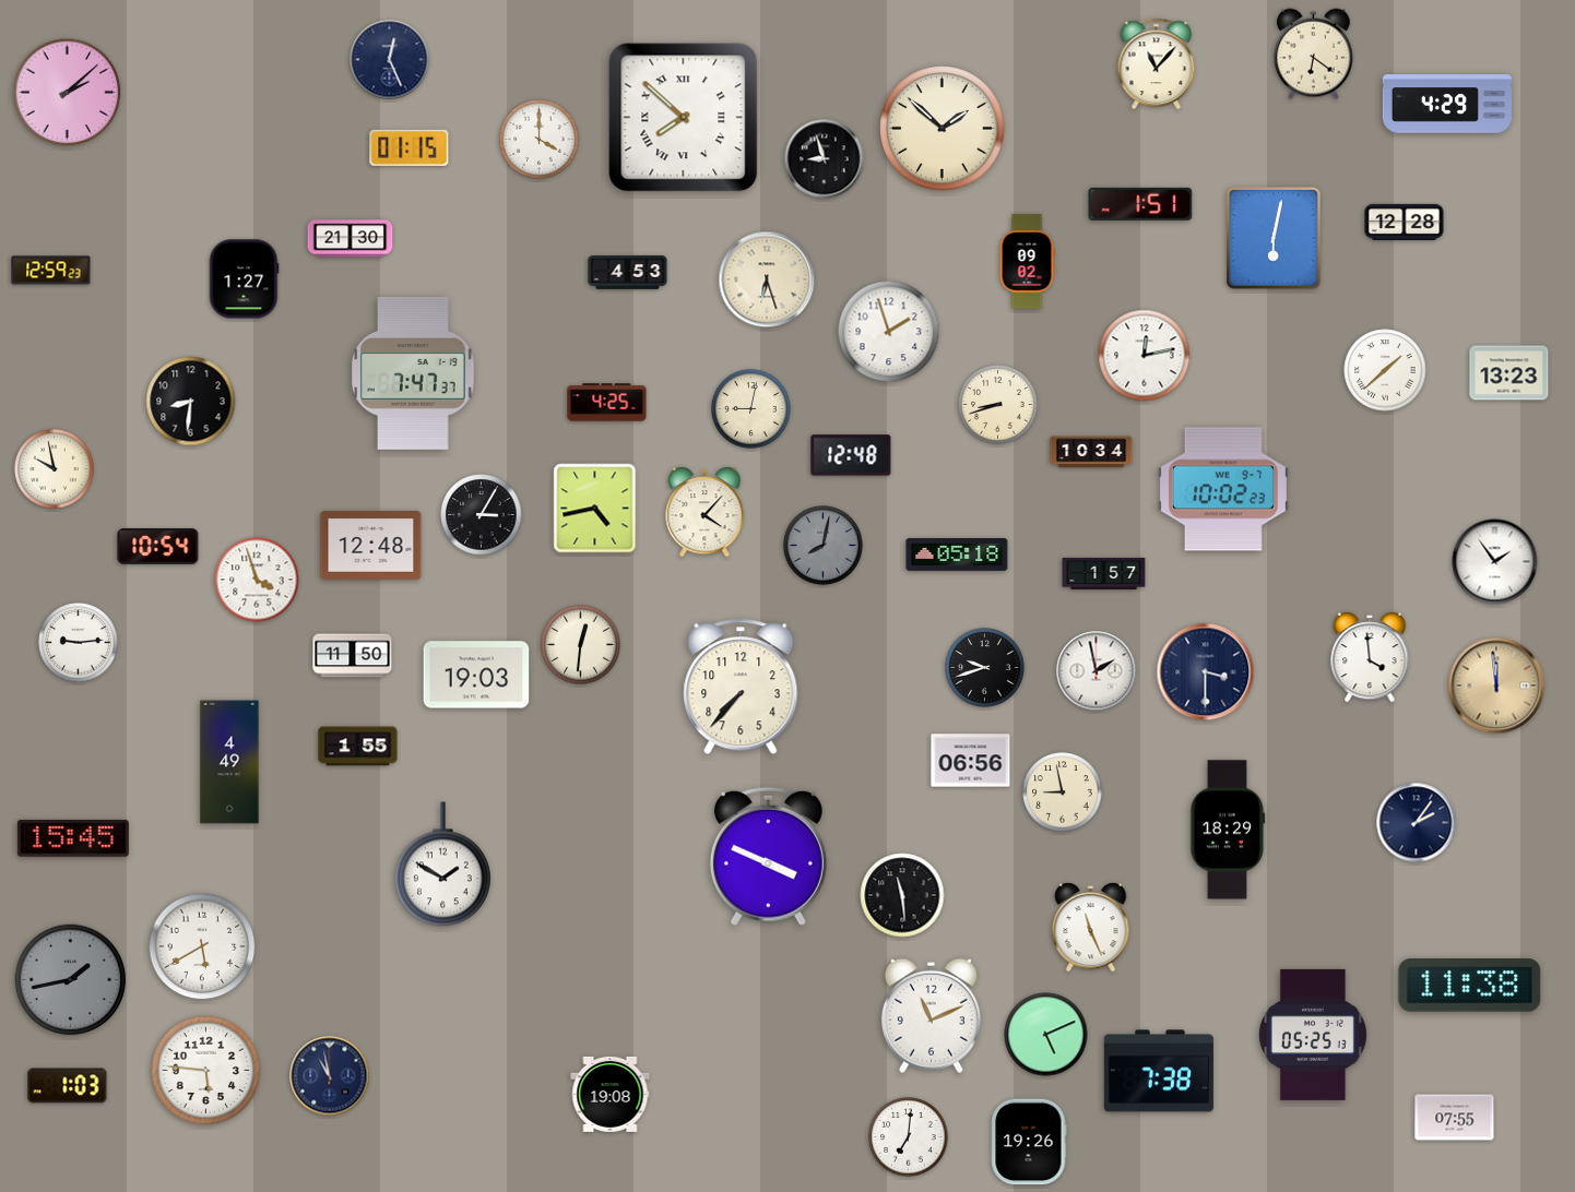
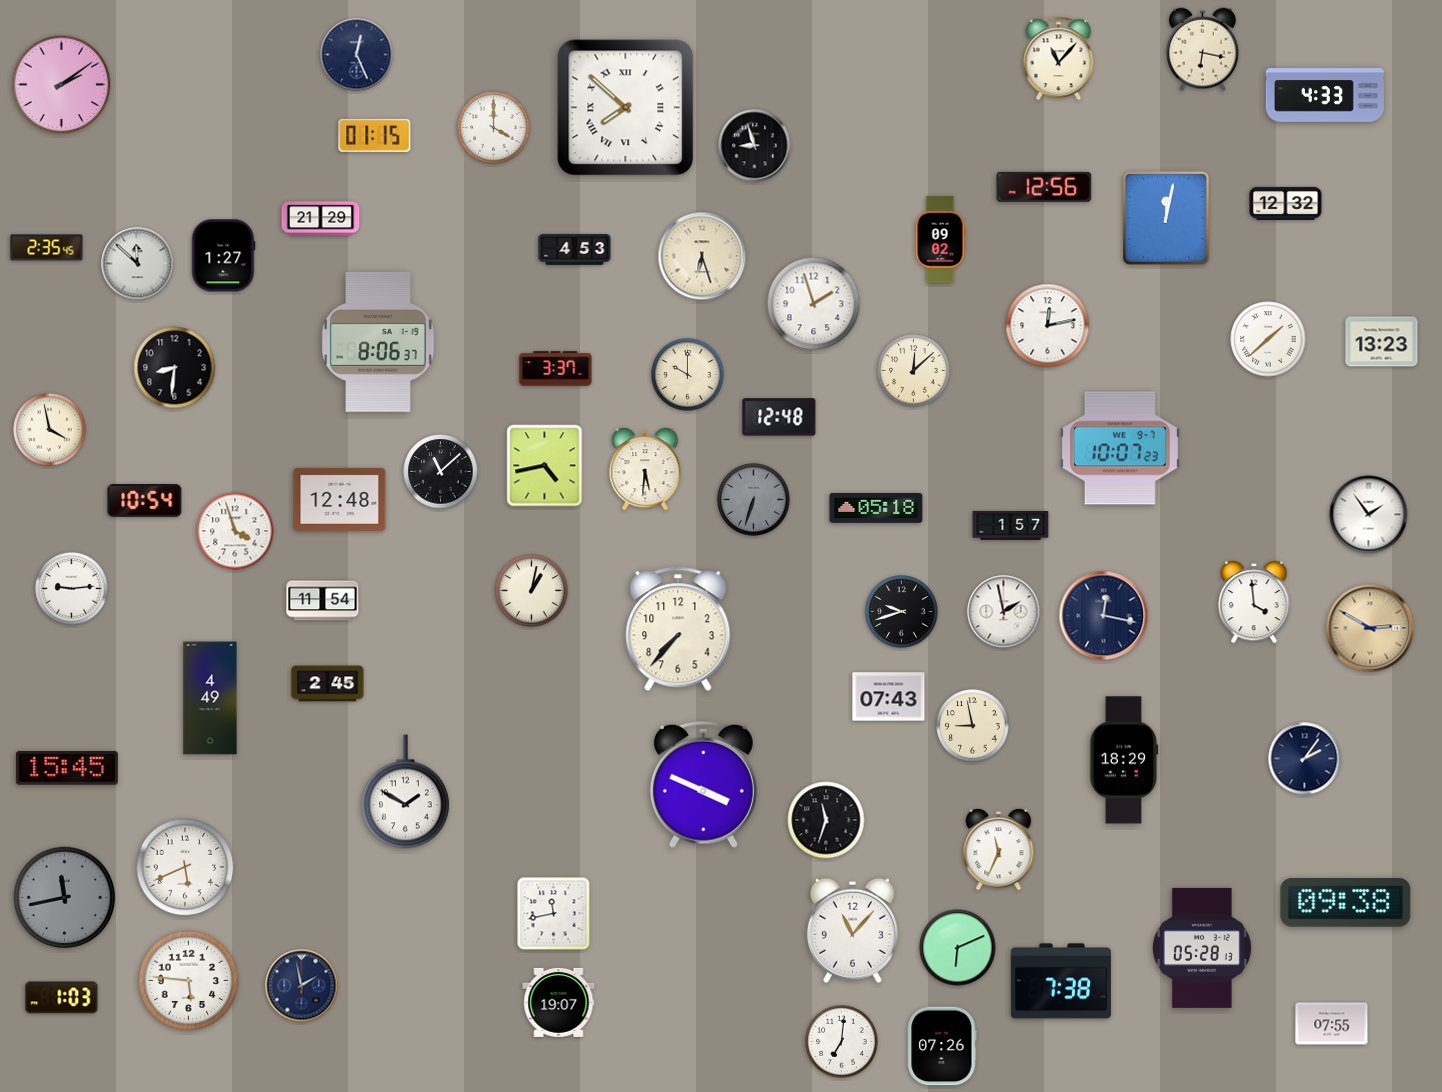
clock at (1314, 55): 6:21 -> 6:17
clock at (68, 93): 2:08 -> 2:09
clock at (1447, 104): 4:29 -> 4:33
clock at (943, 129): 1:52 -> none
clock at (1140, 204): 1:51 -> 12:56
clock at (1405, 222): 12:28 -> 12:32
clock at (351, 239): 21:30 -> 21:29
clock at (1275, 239): 6:02 -> 12:02
clock at (51, 271): 12:59 -> 2:35
clock at (138, 264): none -> 11:52
clock at (413, 373): 7:47 -> 8:06
clock at (607, 403): 4:25 -> 3:37
clock at (998, 405): 8:42 -> 12:08
clock at (751, 409): 9:02 -> 10:00
clock at (1091, 452): 10:34 -> none
clock at (55, 469): 9:58 -> 3:58
clock at (1223, 489): 10:02 -> 10:07
clock at (704, 512): 4:07 -> 5:31
clock at (482, 515): 3:05 -> 11:08
clock at (824, 546): 8:02 -> 6:33
clock at (581, 645): 12:31 -> 1:02
clock at (353, 656): 11:50 -> 11:54
clock at (1097, 671) position: (1097, 671) -> (1004, 612)
clock at (1206, 672): 3:30 -> 12:17
clock at (476, 675): 19:03 -> none
clock at (1496, 686): 11:59 -> 2:50
clock at (358, 747): 1:55 -> 2:45
clock at (971, 761): 06:56 -> 07:43
clock at (1417, 823) position: (1417, 823) -> (1305, 759)
clock at (902, 895): 11:29 -> 11:33
clock at (1091, 928): 11:26 -> 11:34
clock at (202, 946): 5:40 -> 5:41
clock at (71, 980): 1:43 -> 11:43
clock at (1470, 986): 11:38 -> 09:38
clock at (554, 914): none -> 11:43
clock at (931, 1015): 11:11 -> 11:07
clock at (1046, 1035): 5:11 -> 6:11
clock at (1313, 1035): 05:25 -> 05:28
clock at (330, 1076): 10:58 -> 1:58
clock at (68, 1086) position: (68, 1086) -> (62, 998)
clock at (611, 1094): 19:08 -> 19:07
clock at (909, 1137) position: (909, 1137) -> (842, 1042)
clock at (1029, 1142): 19:26 -> 07:26
